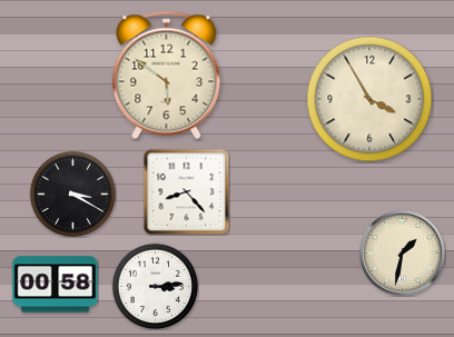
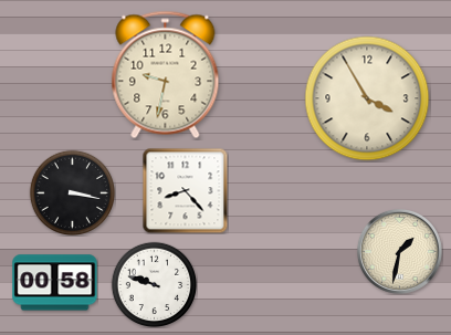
clock at (167, 76): 5:51 -> 9:32
clock at (72, 194): 3:20 -> 3:17
clock at (155, 286): 3:14 -> 9:48
